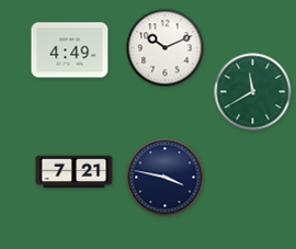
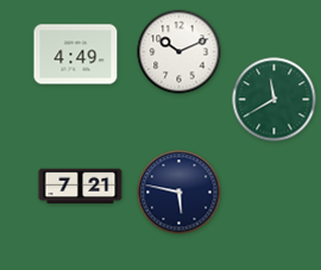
clock at (166, 178): 3:47 -> 5:47
